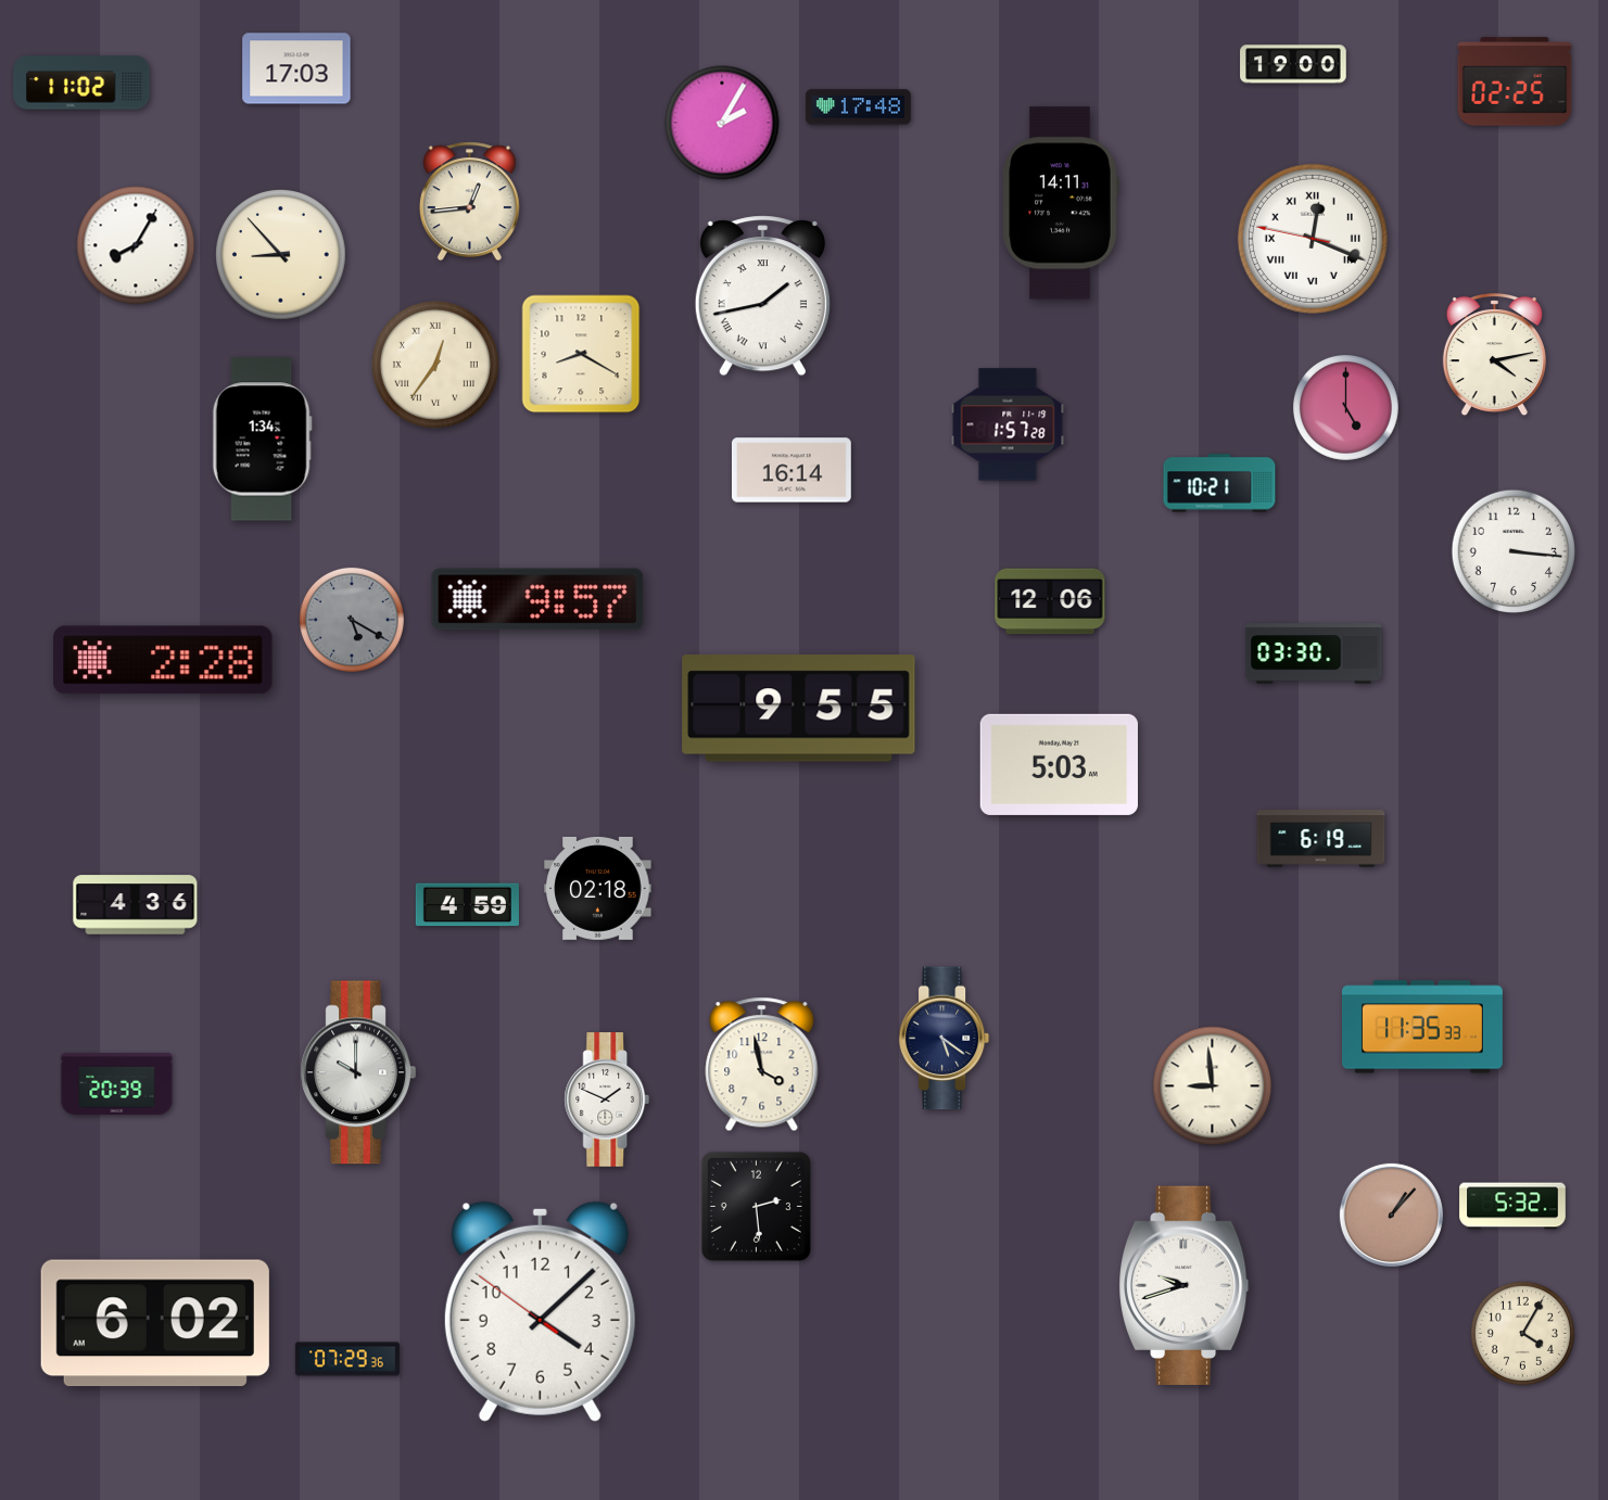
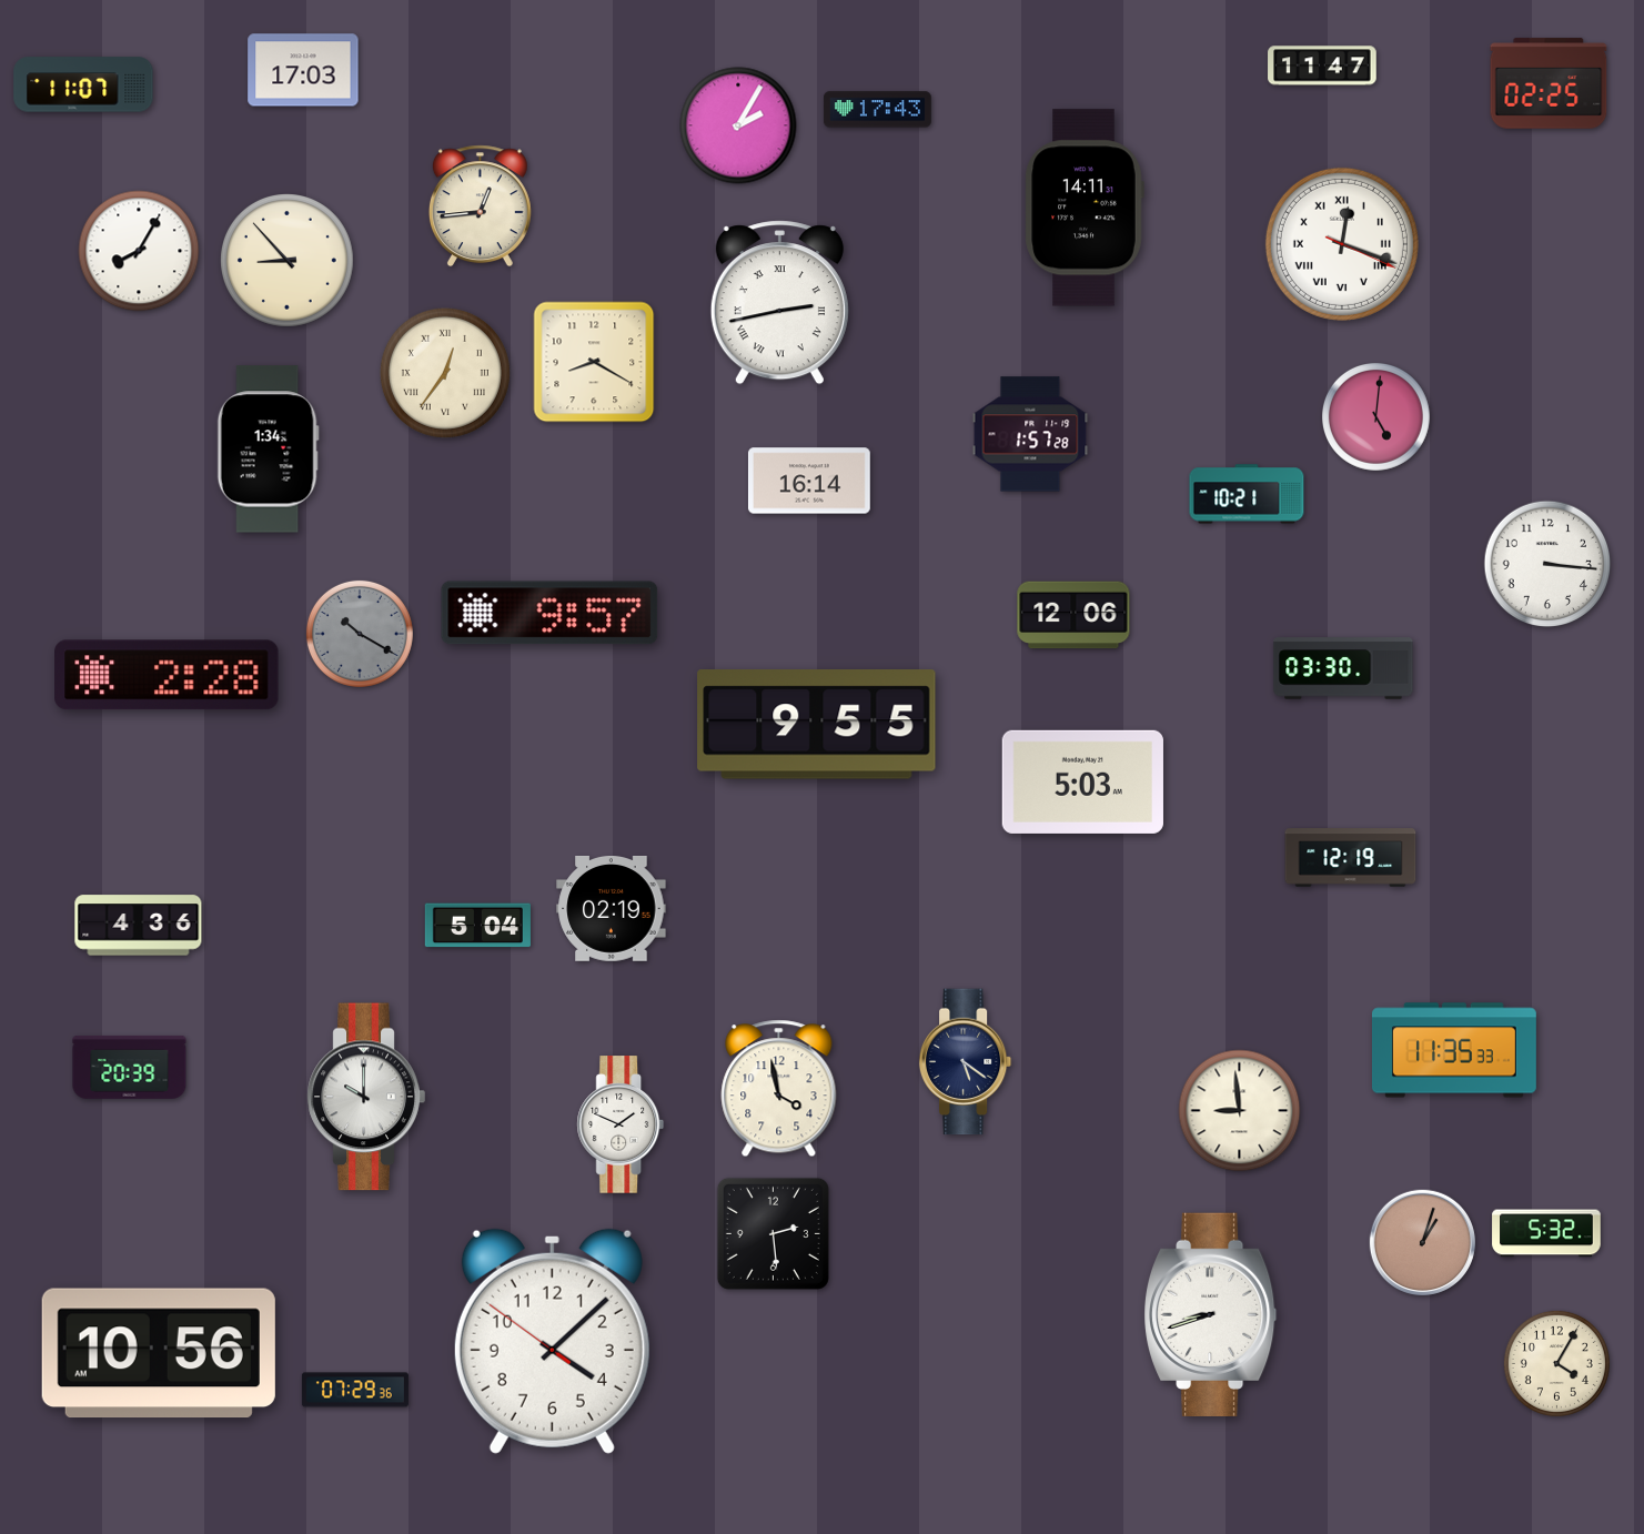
clock at (1293, 64): 19:00 -> 11:47
clock at (81, 82): 11:02 -> 11:07
clock at (858, 107): 17:48 -> 17:43
clock at (1313, 239): 12:18:47 -> 12:18:19
clock at (762, 296): 1:43 -> 2:43
clock at (1494, 356): 4:13 -> none
clock at (1345, 407): 5:00 -> 5:01
clock at (352, 620): 5:20 -> 10:20
clock at (1321, 839): 6:19 -> 12:19
clock at (598, 888): 02:18 -> 02:19
clock at (467, 905): 4:59 -> 5:04
clock at (117, 1083) position: (117, 1083) -> (130, 1067)
clock at (1391, 1215): 1:07 -> 1:03
clock at (1185, 1285): 9:42 -> 8:42
clock at (155, 1323): 6:02 -> 10:56
